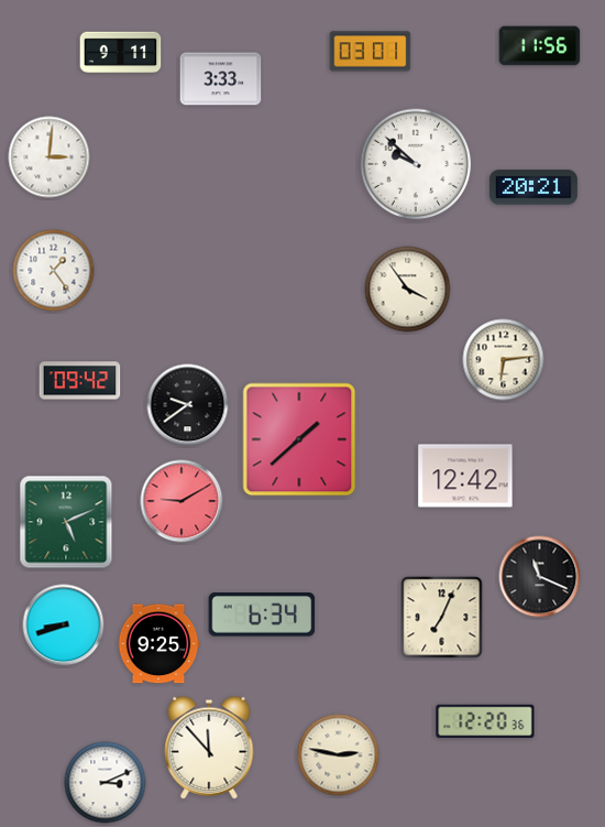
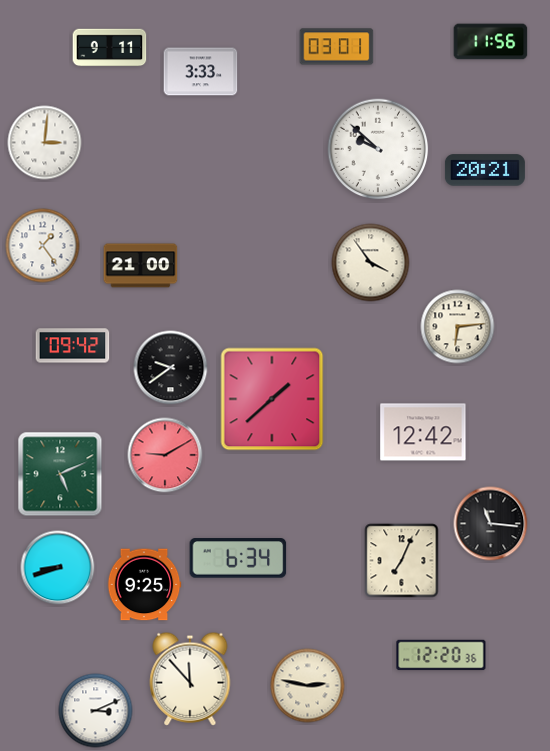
clock at (54, 271) position: (54, 271) -> (43, 246)
clock at (141, 266): none -> 21:00
clock at (540, 577): 11:19 -> 11:16
